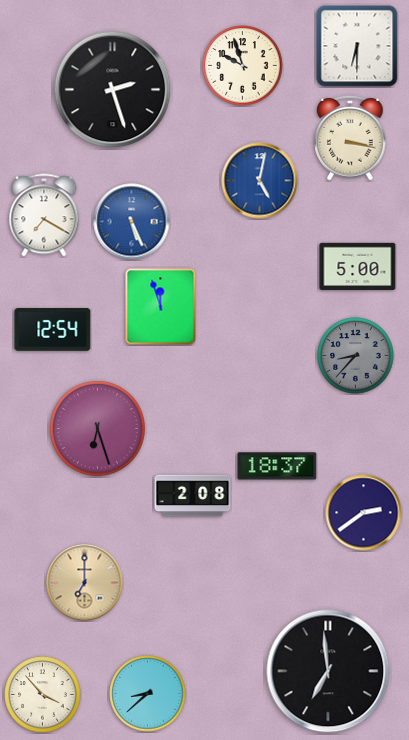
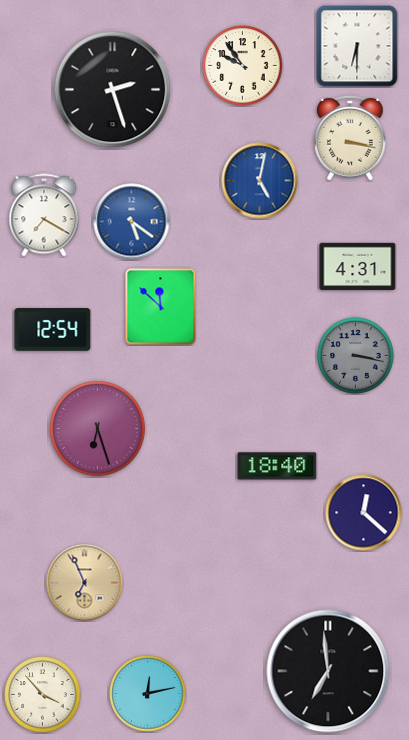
clock at (243, 66): 9:57 -> 9:54
clock at (132, 222): 5:26 -> 5:21
clock at (358, 266): 5:00 -> 4:31
clock at (161, 307): 11:57 -> 11:52
clock at (356, 356): 8:37 -> 3:17
clock at (277, 466): 18:37 -> 18:40
clock at (193, 496): 2:08 -> none
clock at (364, 513): 2:39 -> 12:22
clock at (85, 583): 7:00 -> 6:56
clock at (148, 694): 8:38 -> 12:13
